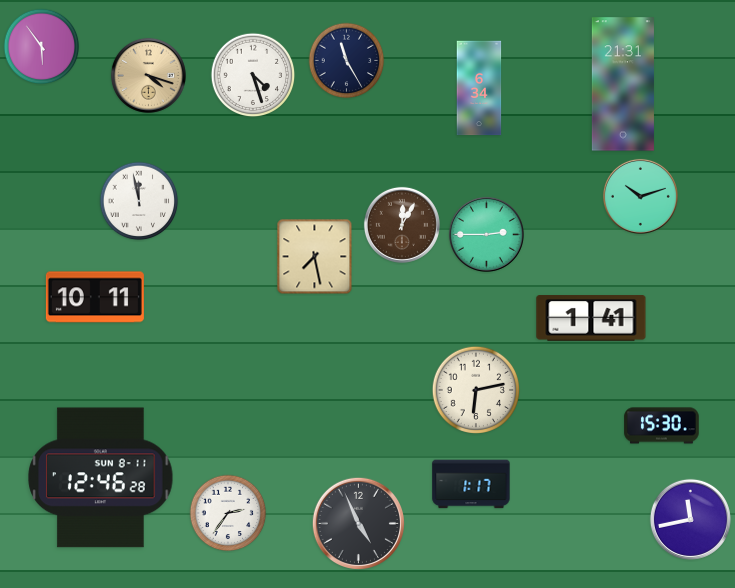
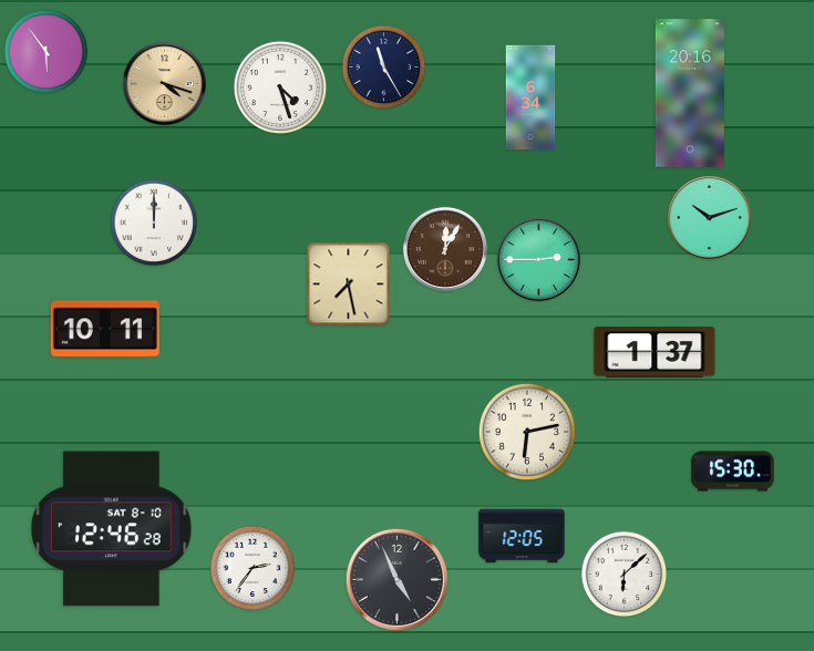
clock at (253, 75) position: (253, 75) -> (280, 87)
clock at (623, 84): 21:31 -> 20:16
clock at (139, 201): 11:58 -> 12:00
clock at (591, 318): 1:41 -> 1:37
clock at (101, 478) date: SUN 8-11 -> SAT 8-10
clock at (471, 484): 1:17 -> 12:05
clock at (625, 575): none -> 6:08
clock at (690, 519): 11:43 -> none
